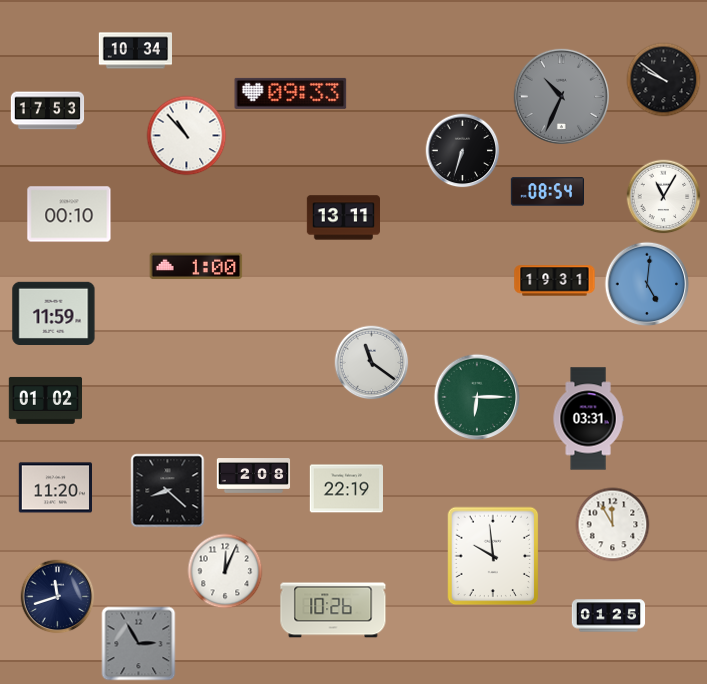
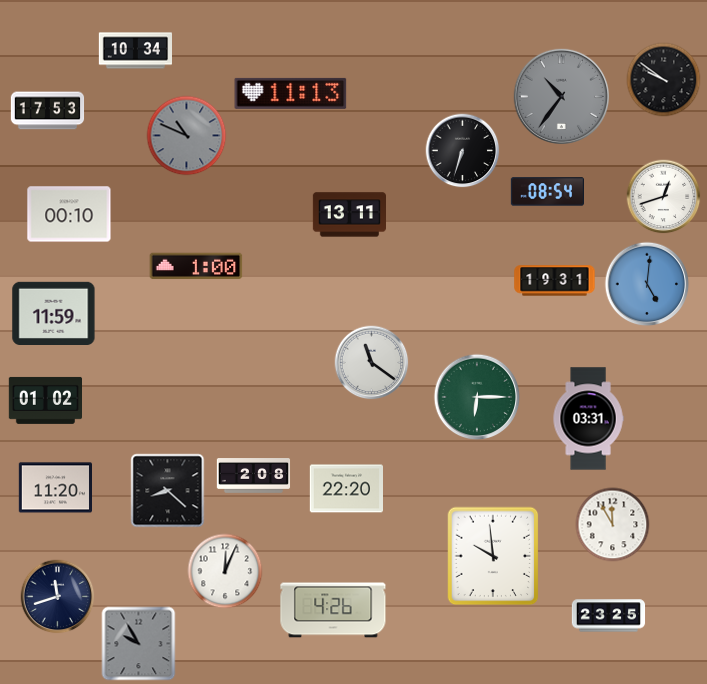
clock at (291, 93): 09:33 -> 11:13
clock at (561, 96): 10:34 -> 10:36
clock at (187, 136): 10:53 -> 10:49
clock at (187, 136) dial: white -> grey
clock at (664, 197): 11:05 -> 12:42
clock at (344, 218) position: (344, 218) -> (350, 215)
clock at (346, 489): 22:19 -> 22:20
clock at (333, 610): 10:26 -> 4:26
clock at (609, 616): 01:25 -> 23:25
clock at (139, 644): 2:55 -> 9:55
